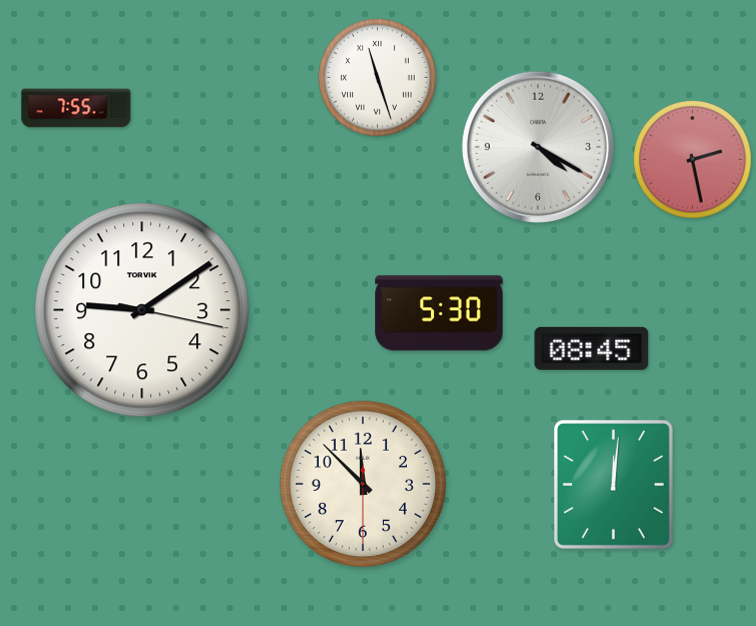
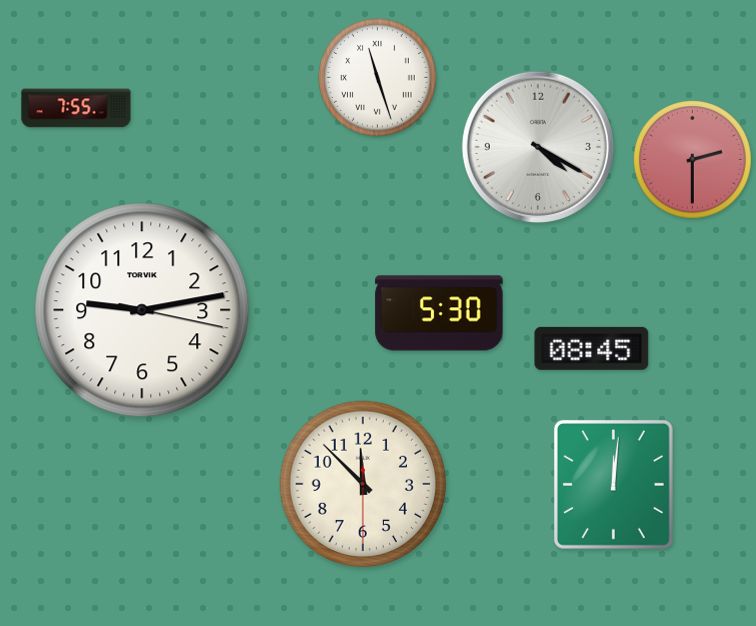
clock at (693, 160): 2:28 -> 2:30
clock at (142, 310): 9:09 -> 9:13
